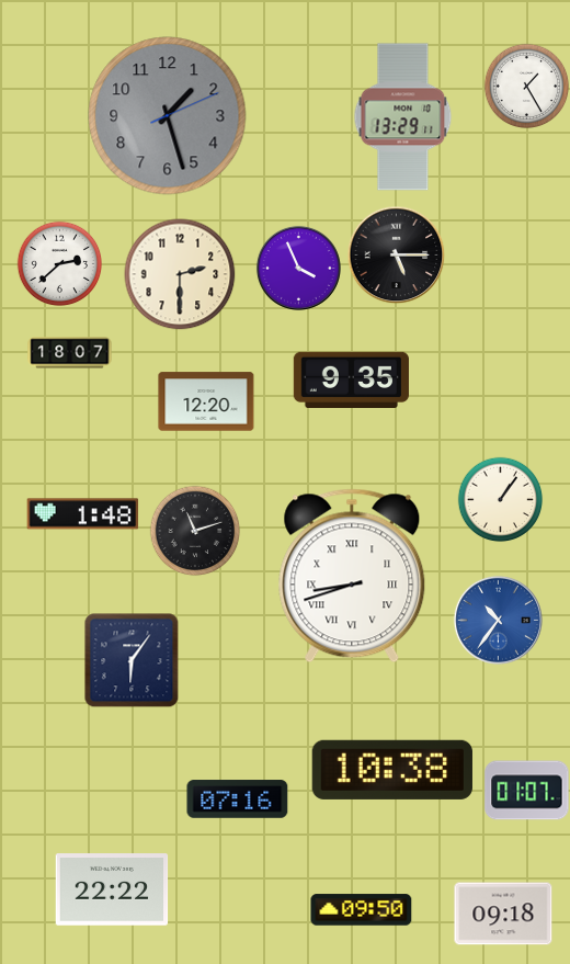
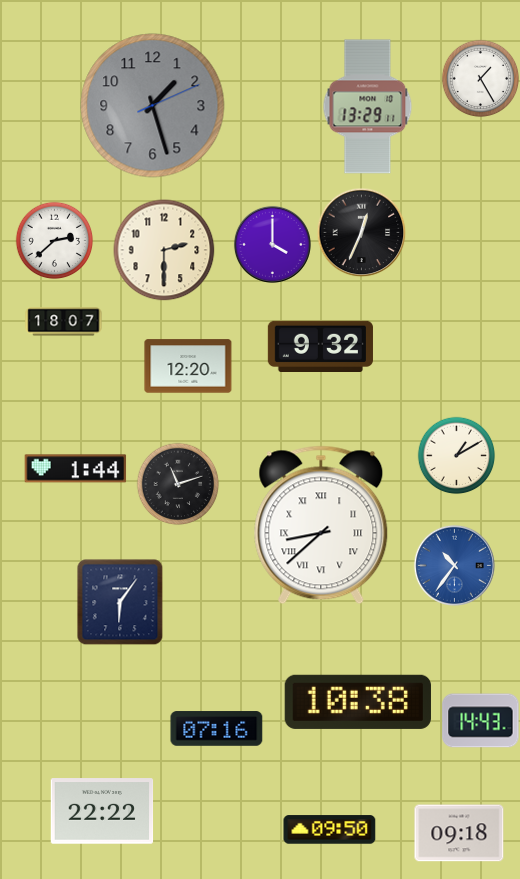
clock at (396, 254): 5:15 -> 12:34
clock at (298, 268): 3:56 -> 4:00
clock at (351, 381): 9:35 -> 9:32
clock at (500, 499): 1:06 -> 1:10
clock at (83, 514): 1:48 -> 1:44
clock at (352, 576): 8:42 -> 8:38
clock at (527, 791): 01:07 -> 14:43
